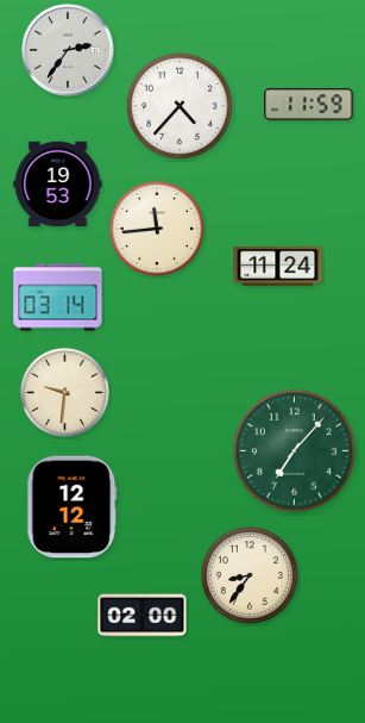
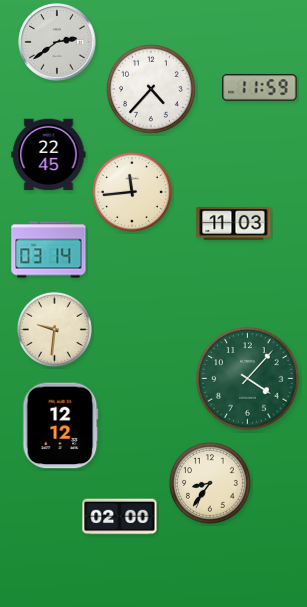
clock at (68, 50): 2:36 -> 2:39
clock at (58, 185): 19:53 -> 22:45
clock at (278, 267): 11:24 -> 11:03
clock at (295, 451): 7:07 -> 4:07
